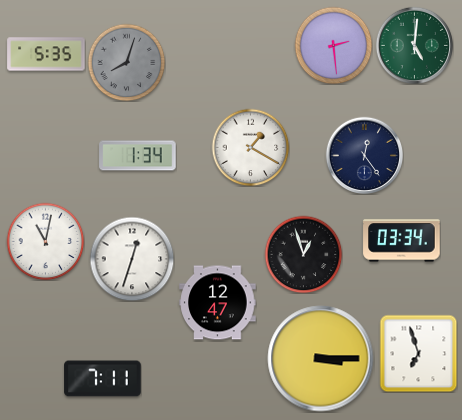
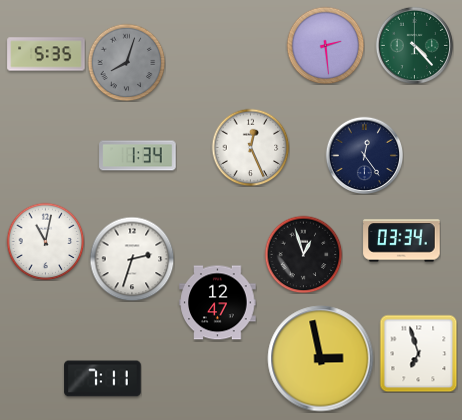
clock at (333, 45) position: (333, 45) -> (325, 45)
clock at (414, 45): 5:01 -> 4:23
clock at (250, 147): 1:20 -> 12:26
clock at (132, 259): 12:33 -> 2:33
clock at (321, 359): 3:15 -> 2:58
